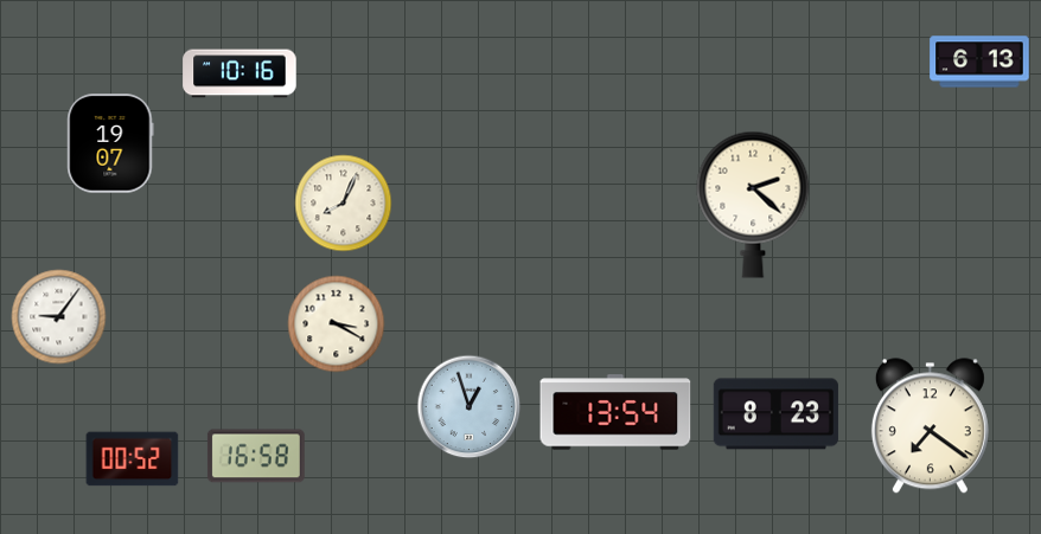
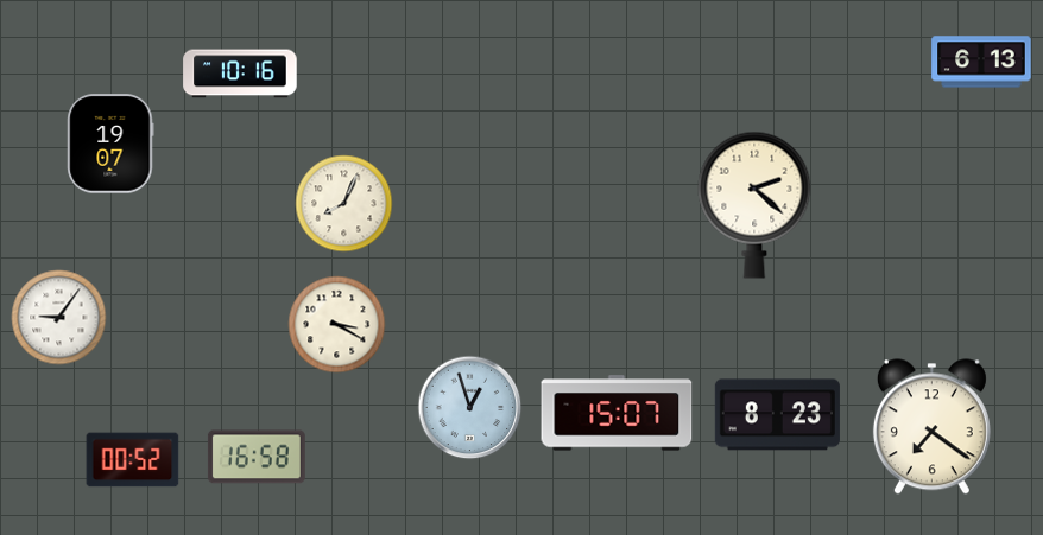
clock at (615, 412): 13:54 -> 15:07
